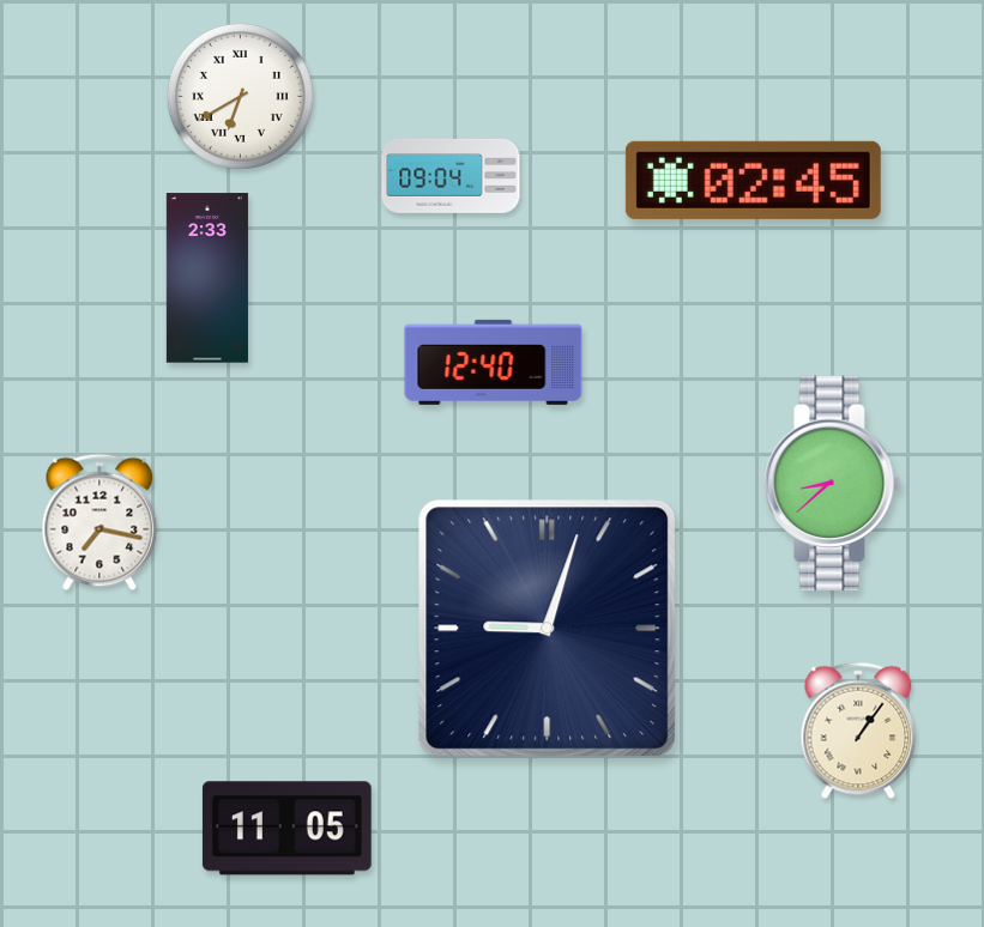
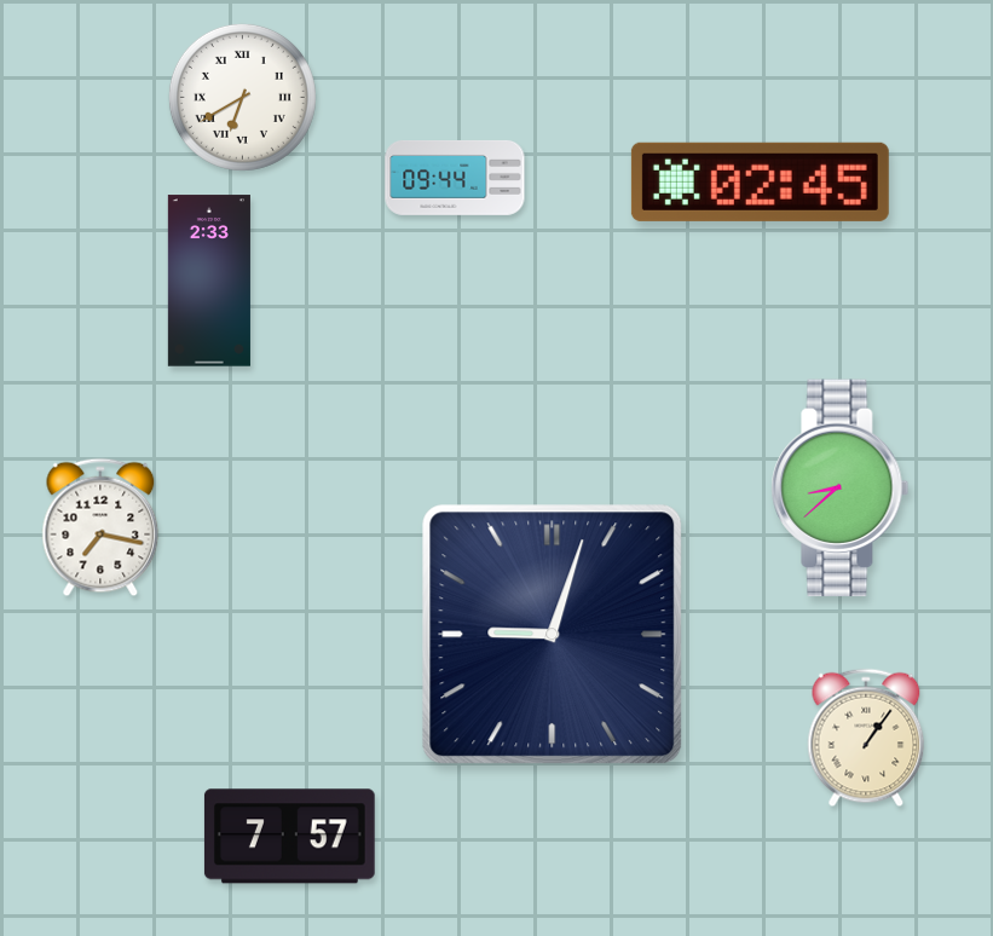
clock at (451, 176): 09:04 -> 09:44
clock at (494, 362): 12:40 -> none
clock at (286, 829): 11:05 -> 7:57
